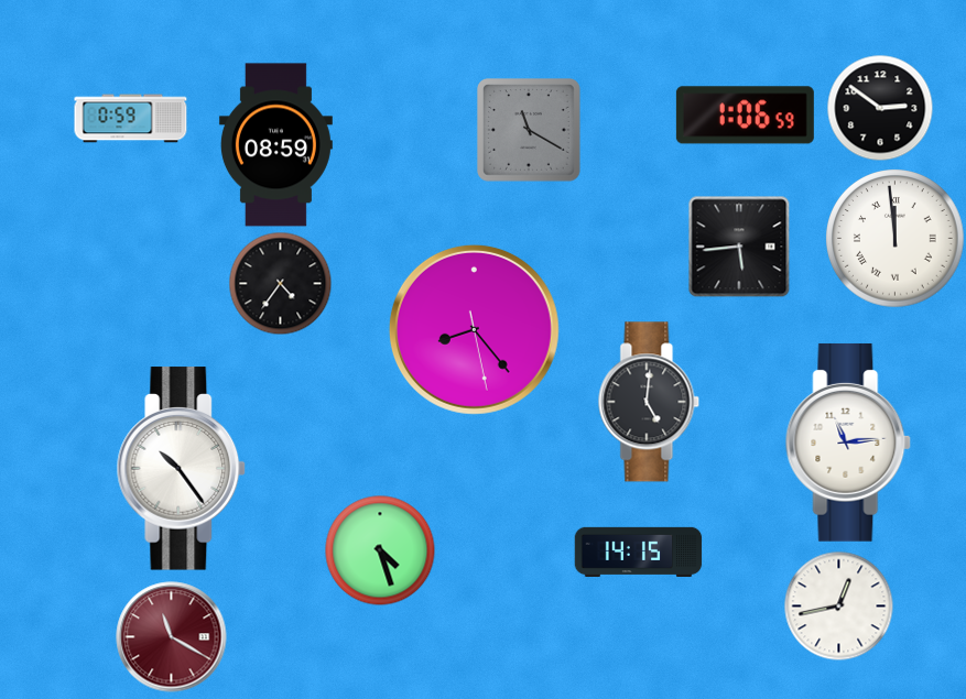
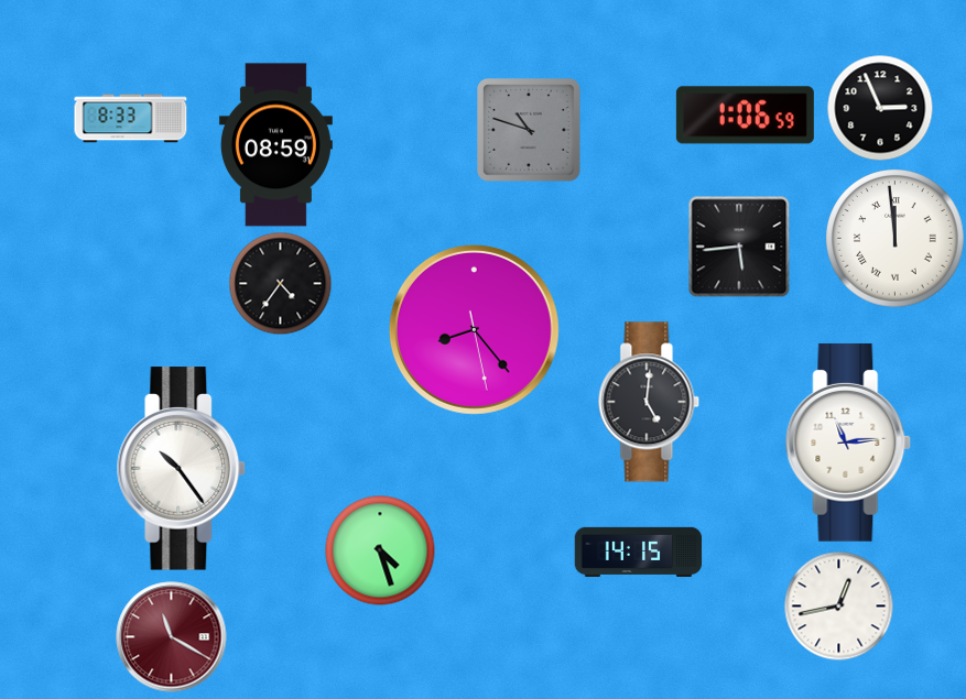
clock at (880, 108): 2:51 -> 2:56
clock at (131, 119): 0:59 -> 8:33
clock at (529, 130): 11:20 -> 10:48
